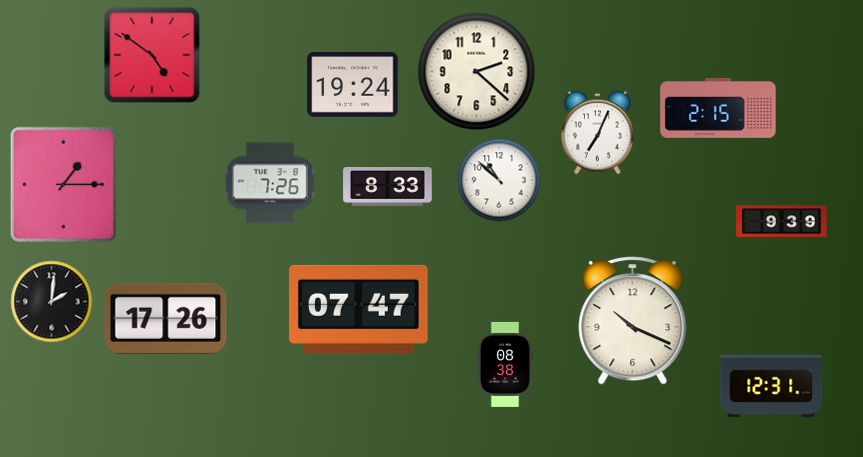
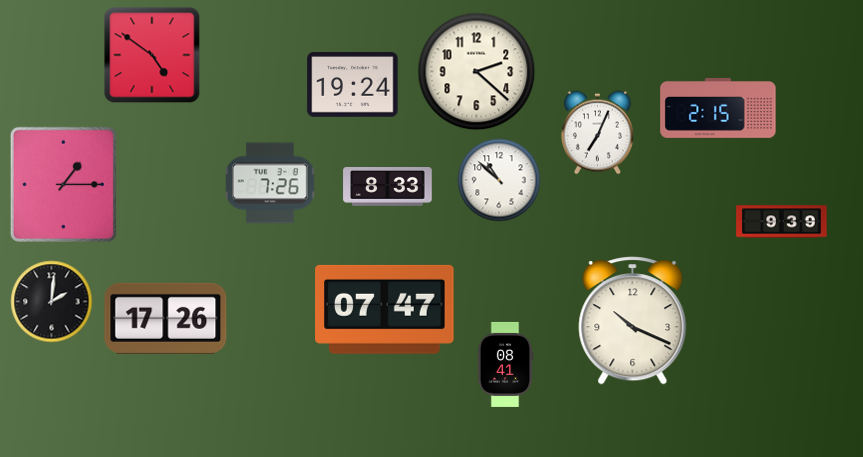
clock at (359, 309) position: (359, 309) -> (385, 309)
clock at (505, 364): 08:38 -> 08:41
clock at (771, 386): 12:31 -> none
